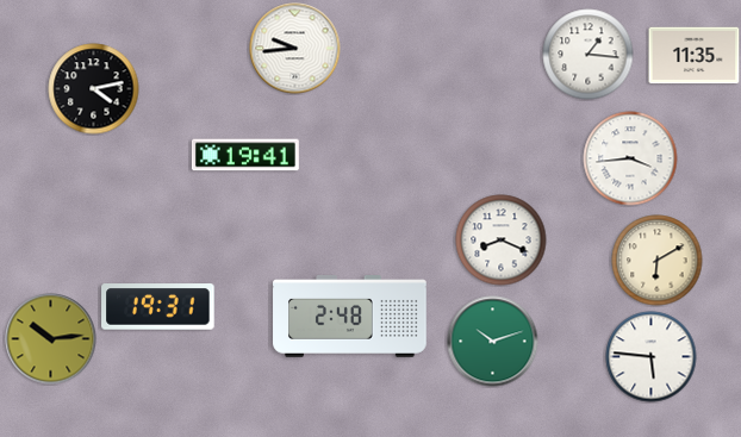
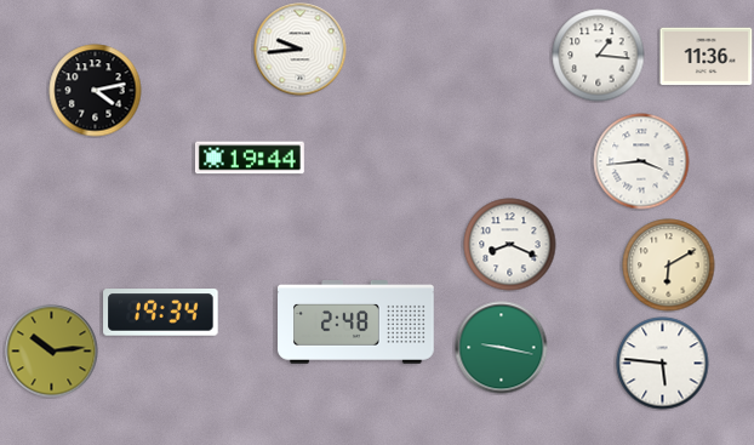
clock at (695, 56): 11:35 -> 11:36
clock at (245, 155): 19:41 -> 19:44
clock at (158, 307): 19:31 -> 19:34
clock at (51, 339) position: (51, 339) -> (52, 352)
clock at (493, 342): 10:12 -> 9:17
